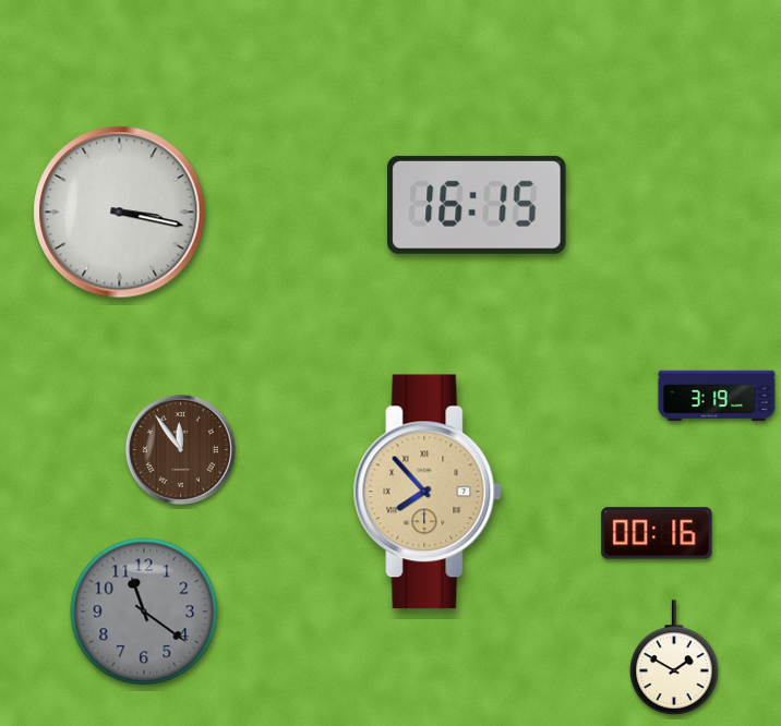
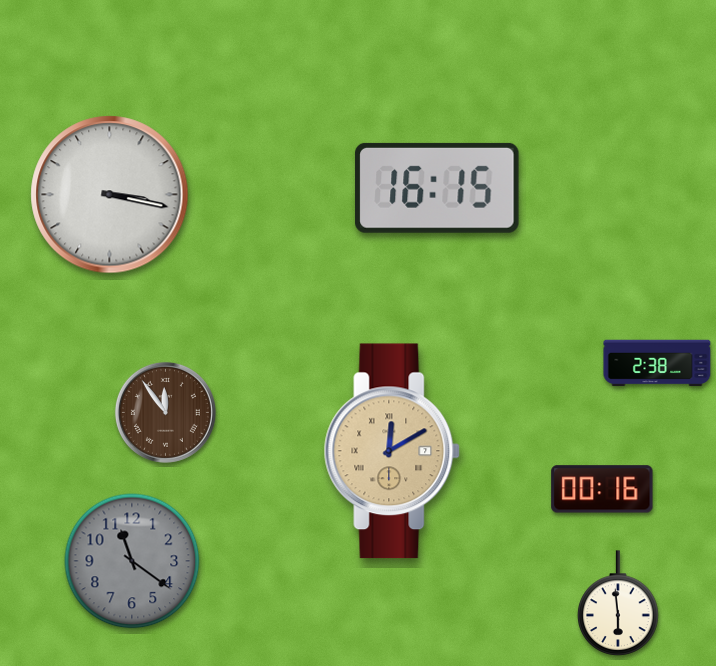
clock at (717, 396): 3:19 -> 2:38
clock at (428, 492): 7:53 -> 12:10
clock at (674, 657): 1:50 -> 5:59
